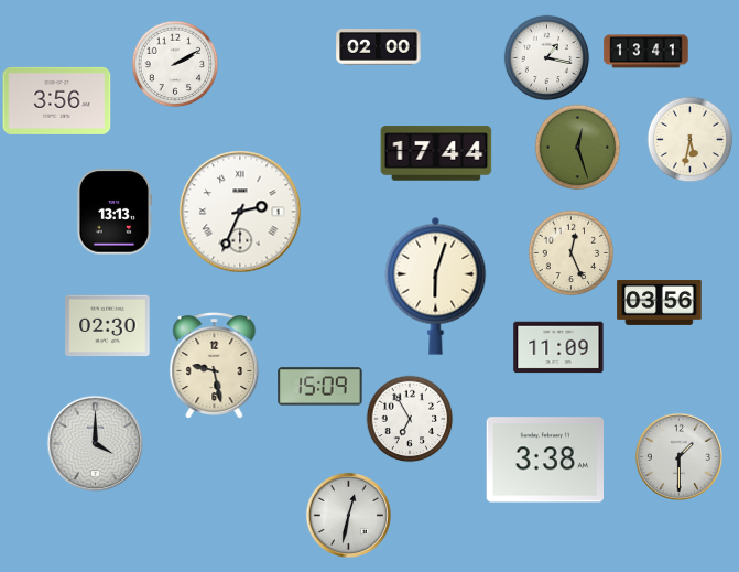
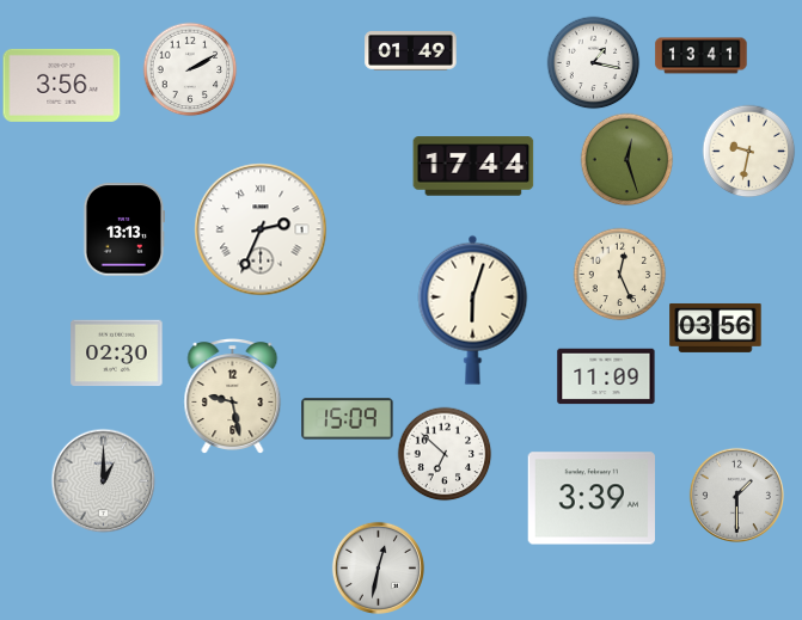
clock at (379, 47): 02:00 -> 01:49
clock at (57, 100) position: (57, 100) -> (62, 85)
clock at (689, 139): 5:32 -> 9:32
clock at (410, 419): 6:55 -> 6:52
clock at (95, 443): 4:00 -> 1:00
clock at (544, 460): 3:38 -> 3:39
clock at (348, 515) position: (348, 515) -> (378, 567)
